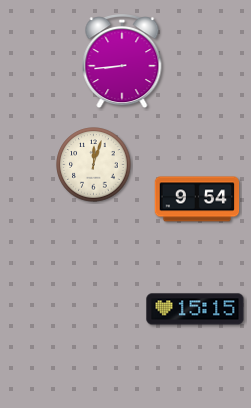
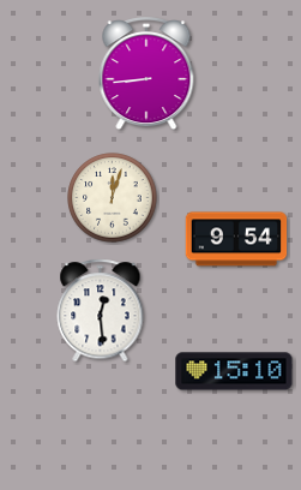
clock at (101, 311): none -> 12:29
clock at (195, 309): 15:15 -> 15:10
